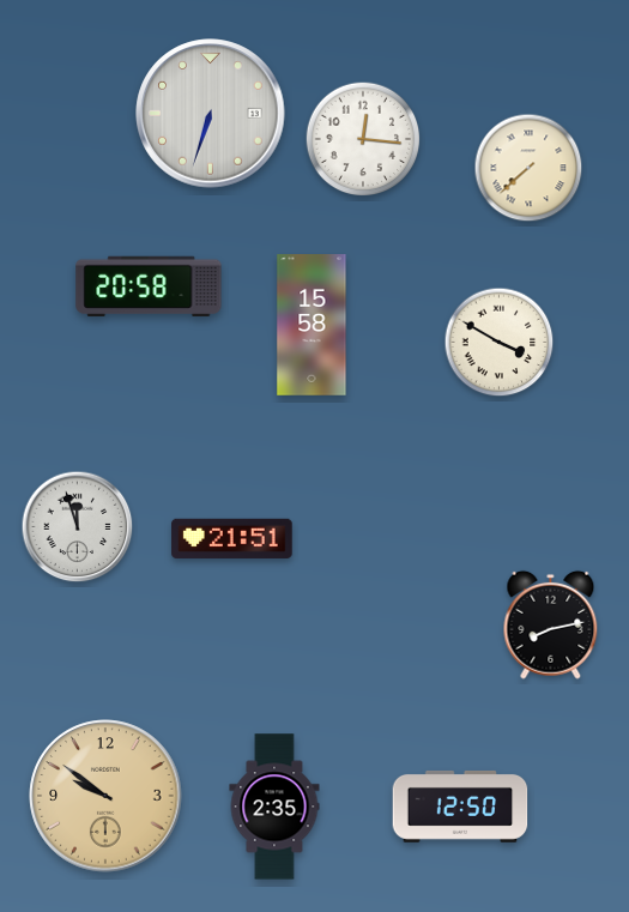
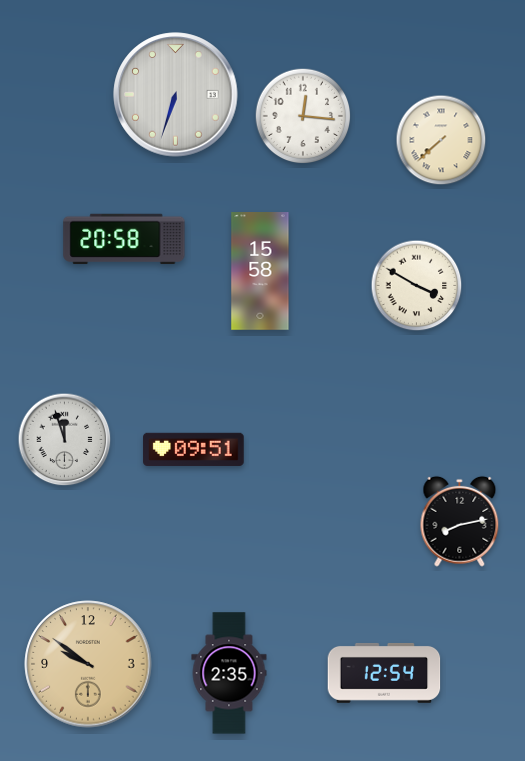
clock at (232, 538): 21:51 -> 09:51
clock at (460, 807): 12:50 -> 12:54
